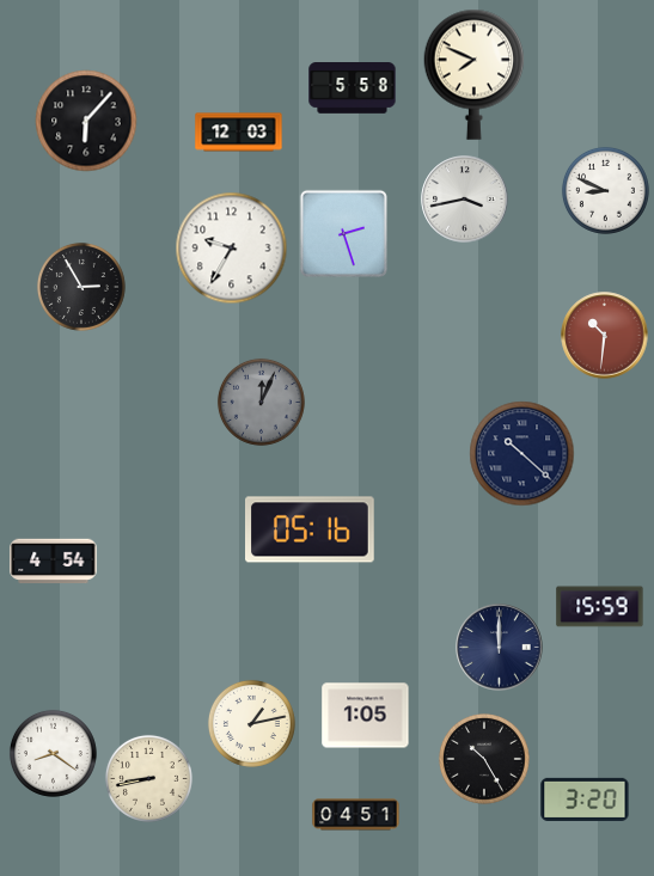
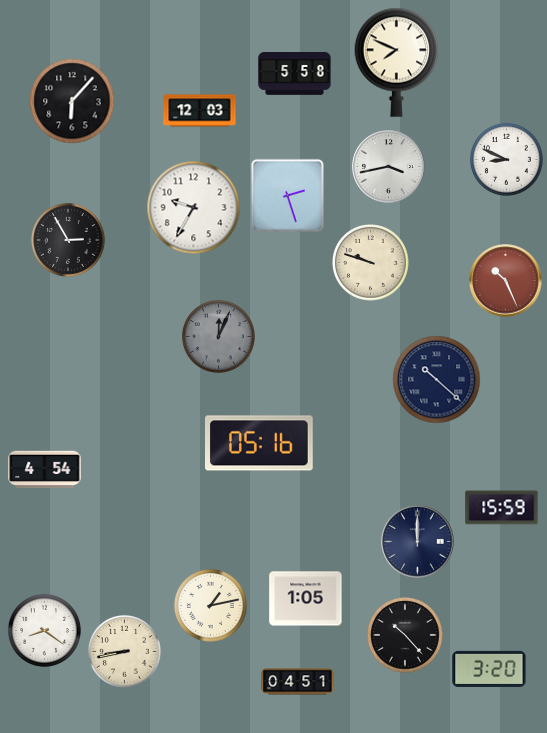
clock at (371, 263): none -> 9:48
clock at (605, 336): 10:31 -> 10:26
clock at (485, 760): 10:25 -> 10:23
